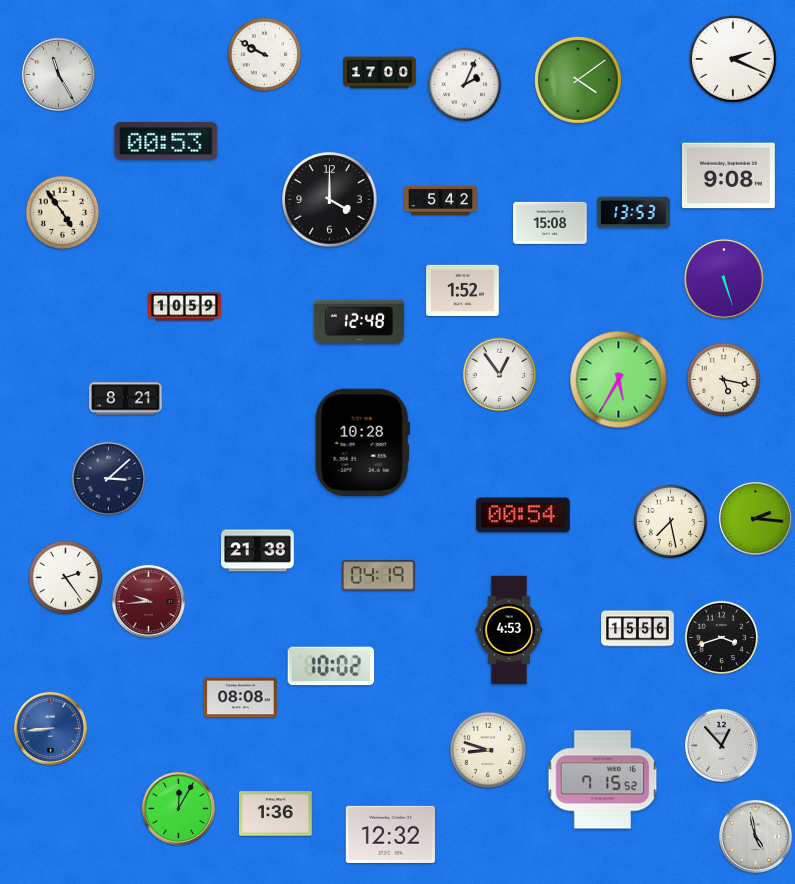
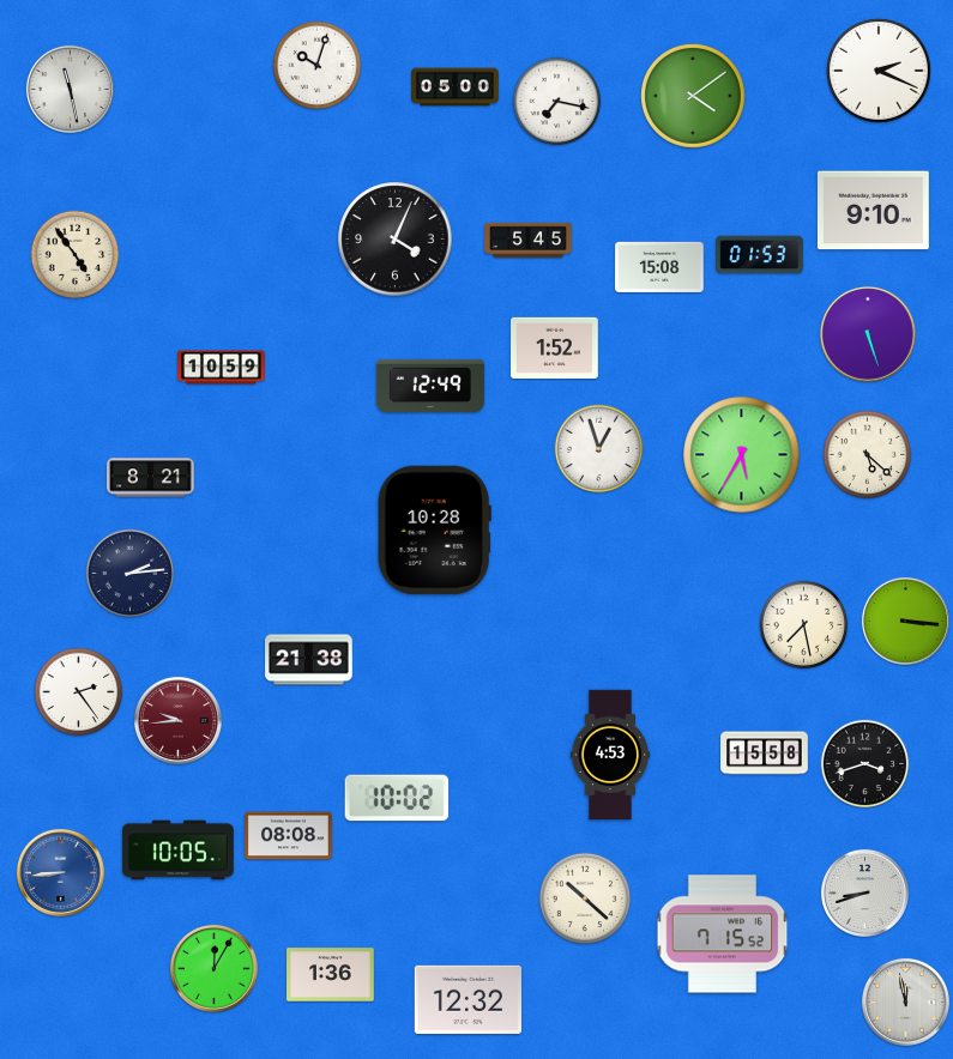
clock at (265, 55): 9:50 -> 10:03
clock at (380, 73): 17:00 -> 05:00
clock at (58, 74): 11:25 -> 11:28
clock at (465, 85): 2:04 -> 7:17
clock at (166, 141): 00:53 -> none
clock at (729, 176): 9:08 -> 9:10
clock at (330, 200): 4:00 -> 4:04
clock at (441, 200): 5:42 -> 5:45
clock at (634, 213): 13:53 -> 01:53
clock at (359, 322): 12:48 -> 12:49
clock at (500, 375): 12:54 -> 12:57
clock at (724, 380): 5:17 -> 5:22
clock at (109, 479): 3:08 -> 2:14
clock at (523, 515): 00:54 -> none
clock at (755, 518): 2:16 -> 3:16
clock at (378, 576): 04:19 -> none
clock at (638, 629): 15:56 -> 15:58
clock at (179, 851): none -> 10:05
clock at (721, 745): 12:53 -> 8:42
clock at (488, 750): 8:48 -> 10:22
clock at (755, 836): 4:58 -> 11:58
